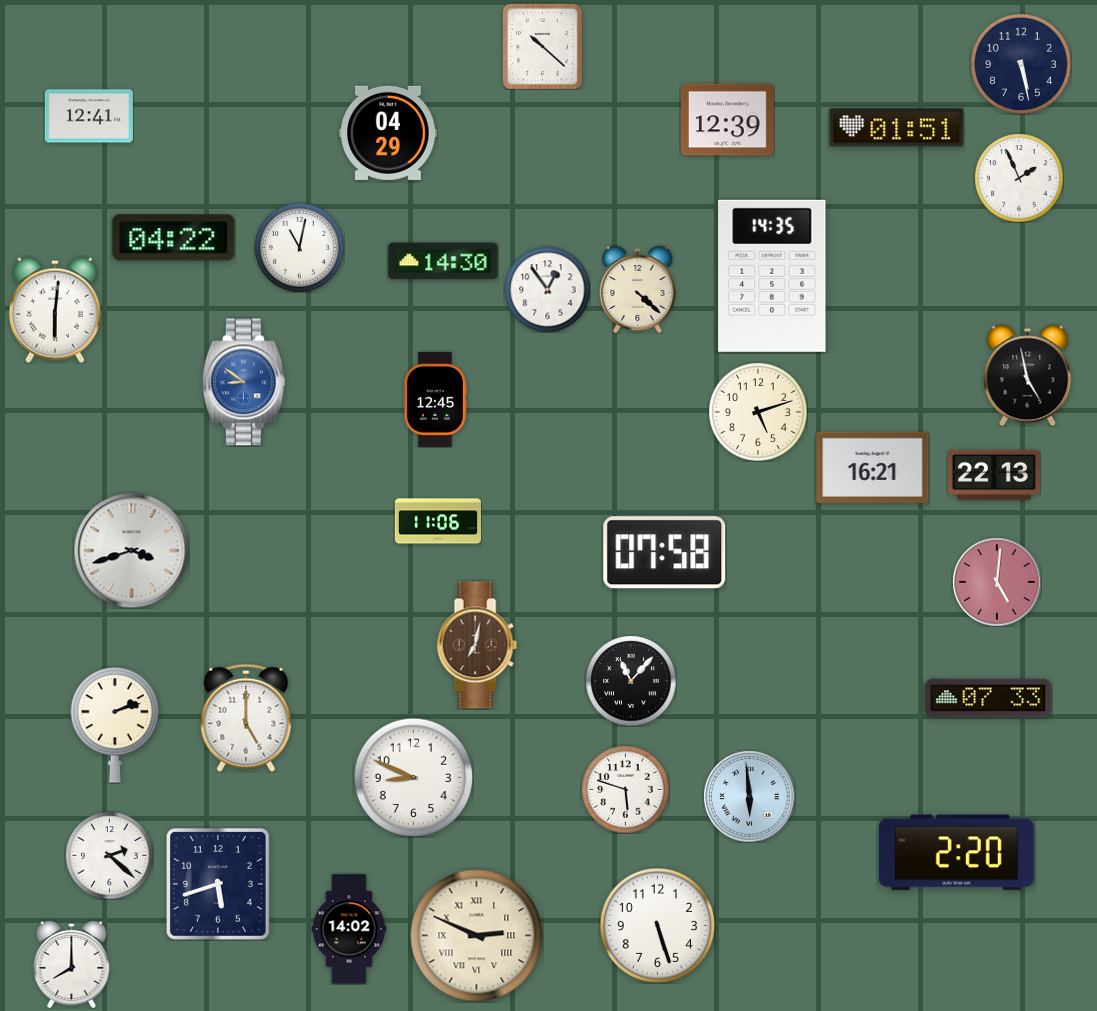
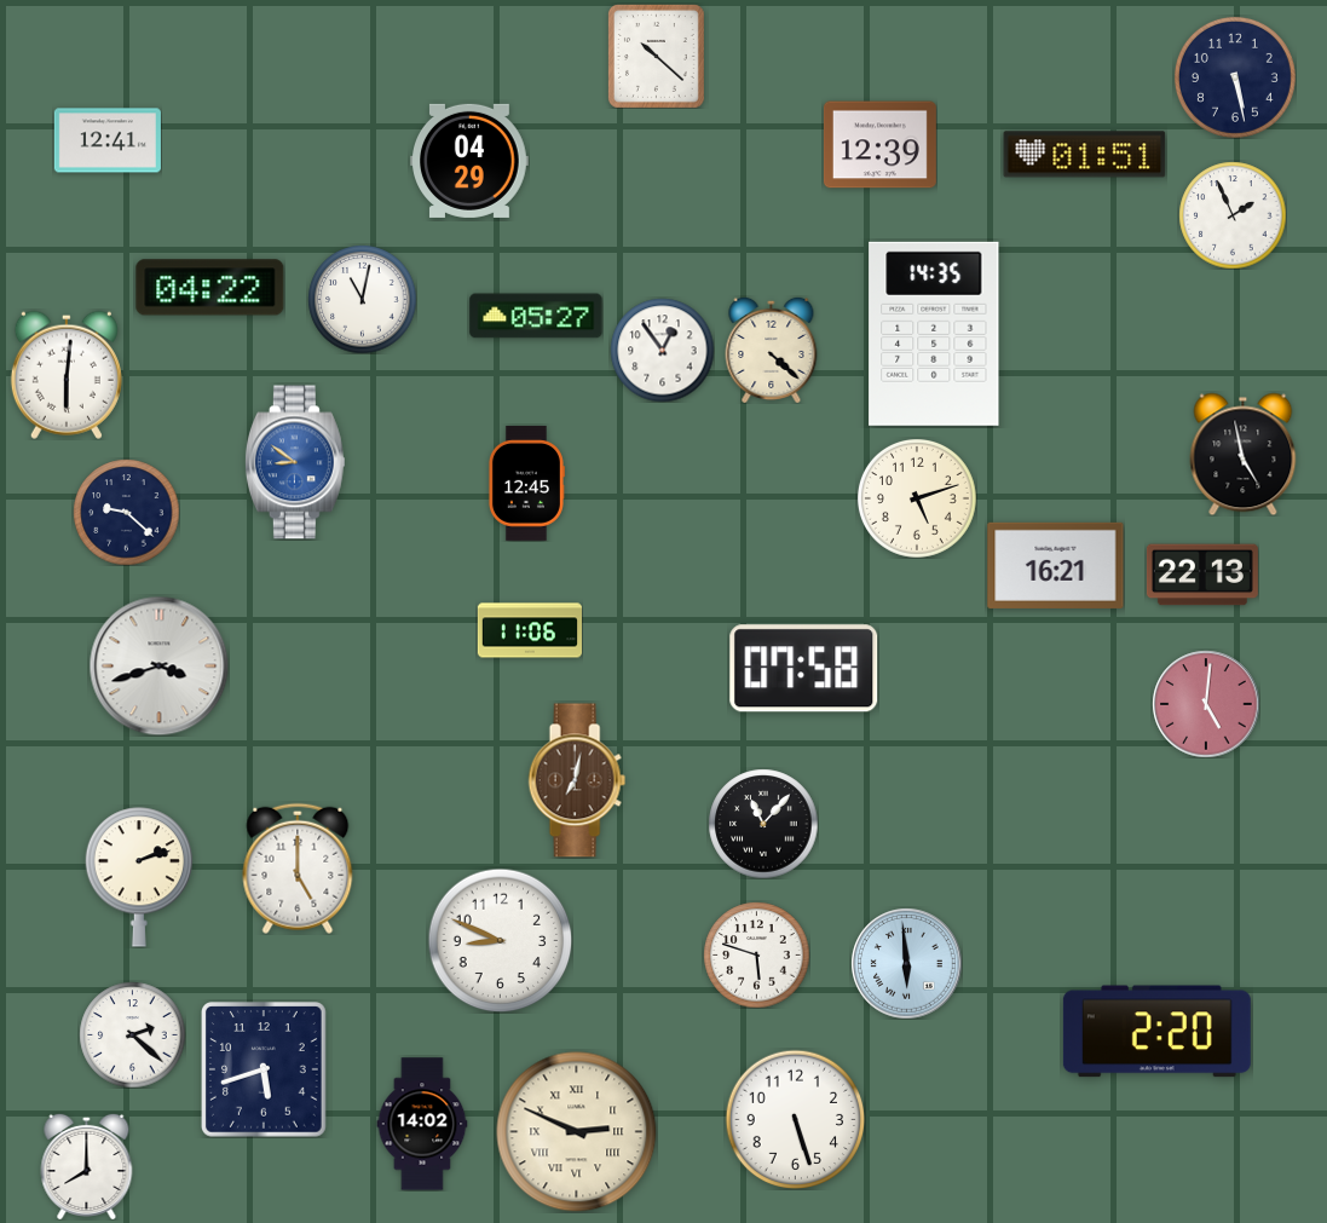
clock at (443, 261): 14:30 -> 05:27
clock at (126, 512): none -> 9:22
clock at (988, 698): 07:33 -> none
